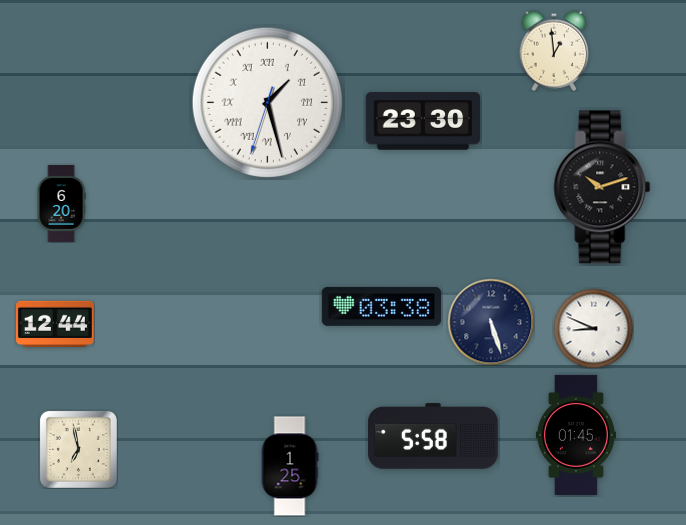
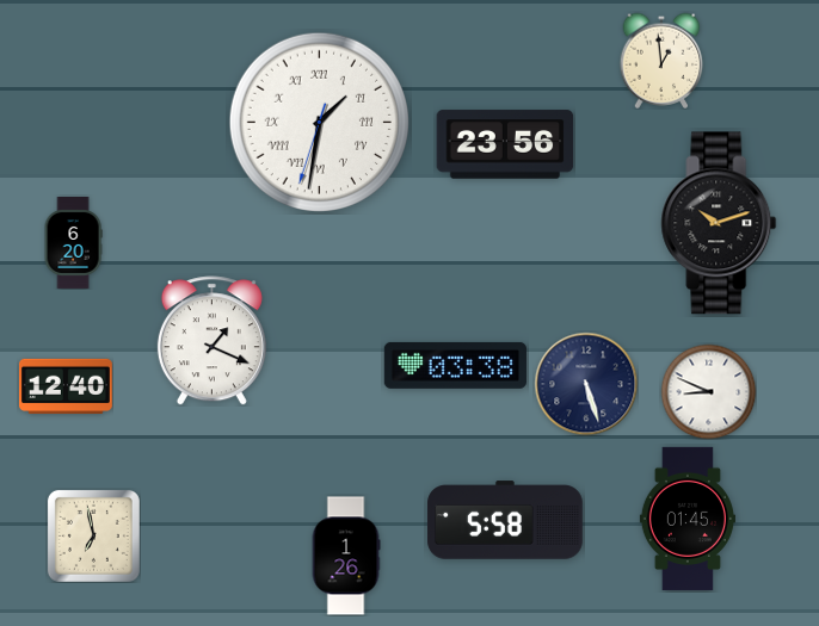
clock at (267, 102): 1:27 -> 1:31
clock at (423, 121): 23:30 -> 23:56
clock at (211, 341): none -> 1:19
clock at (55, 324): 12:44 -> 12:40
clock at (433, 436) position: (433, 436) -> (505, 520)
clock at (290, 466): 1:25 -> 1:26
